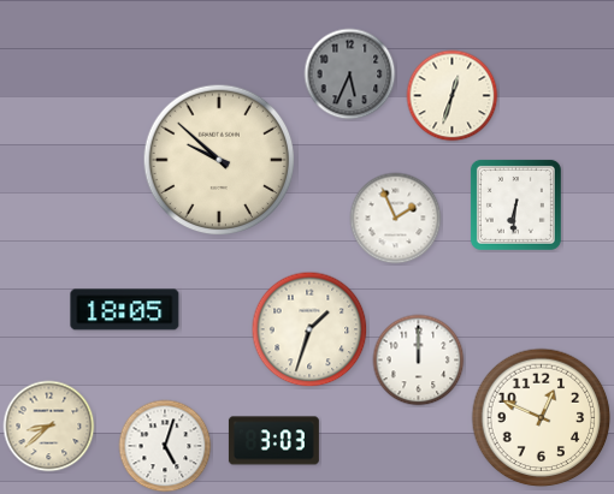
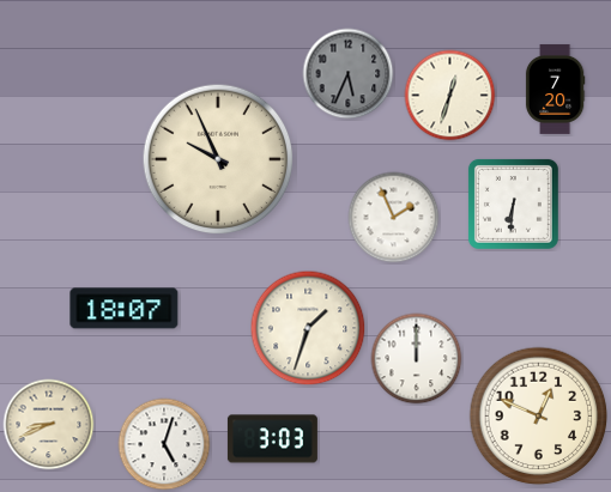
clock at (555, 89): none -> 7:20
clock at (219, 160): 9:52 -> 9:56
clock at (125, 310): 18:05 -> 18:07
clock at (49, 427): 8:38 -> 8:41
